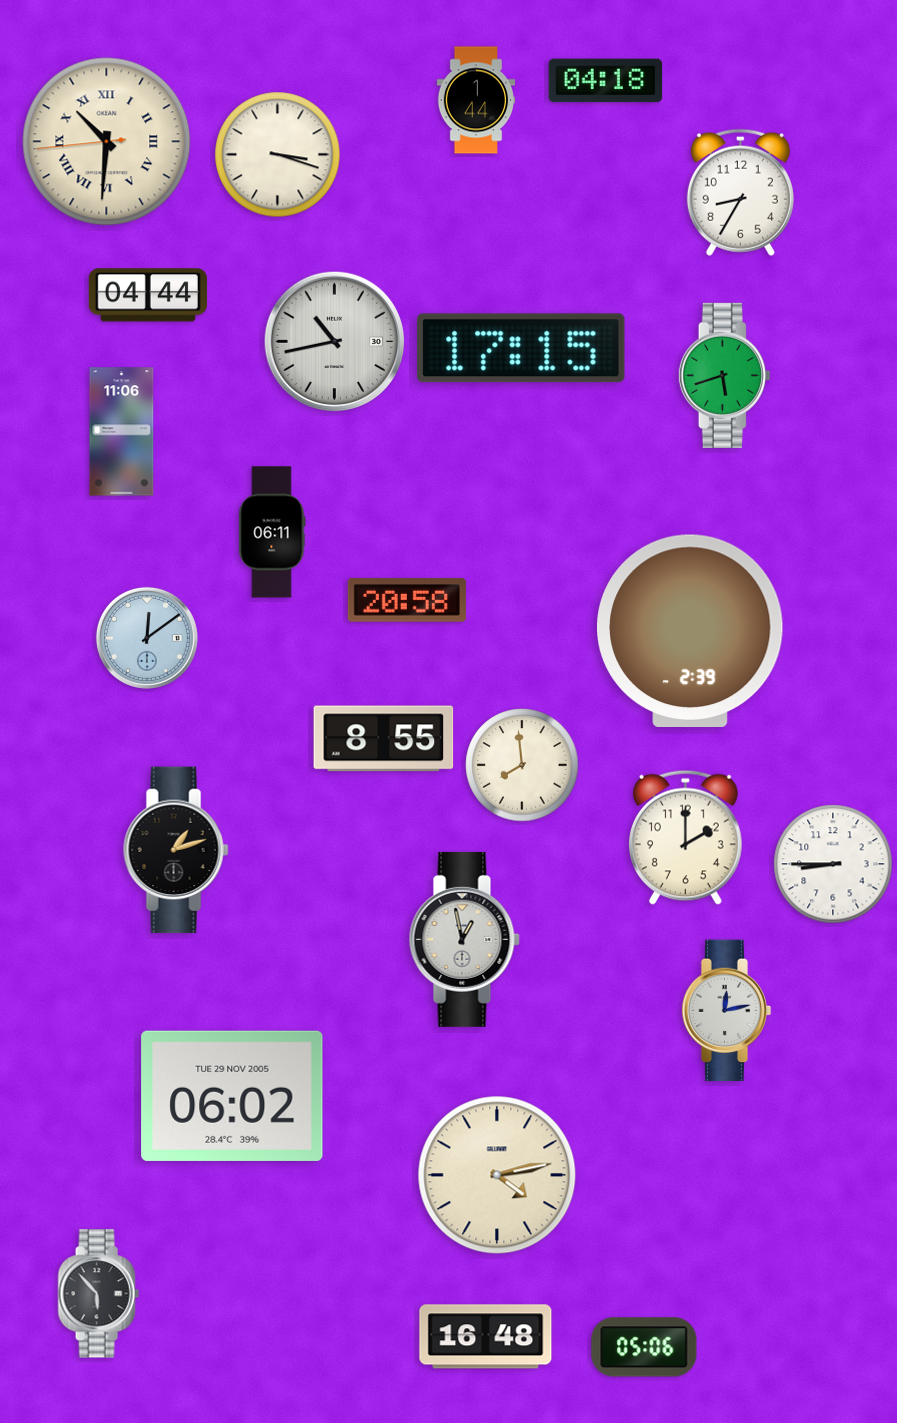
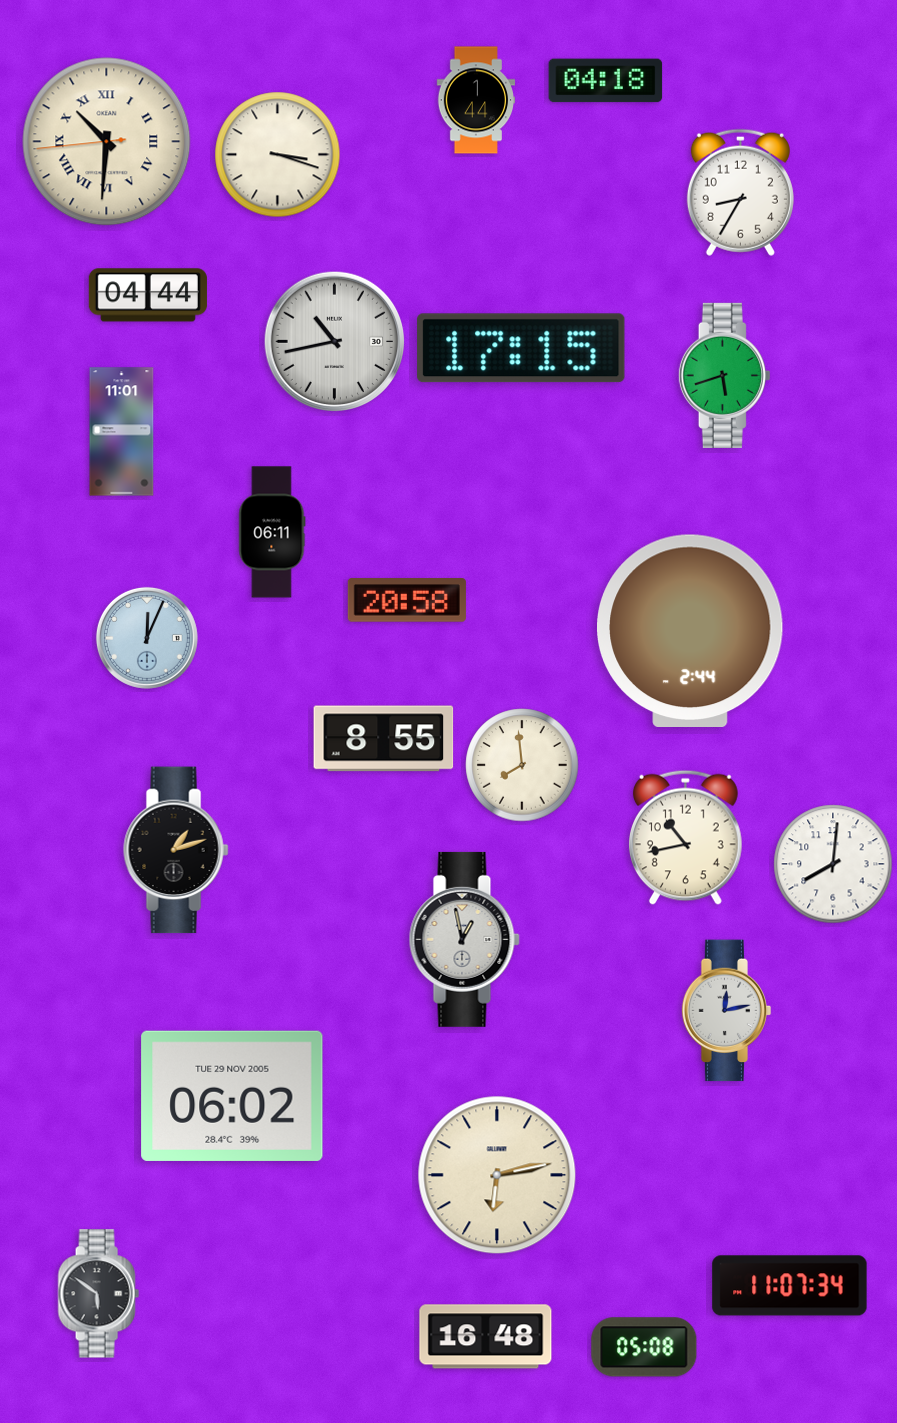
clock at (122, 432): 11:06 -> 11:01
clock at (691, 630): 2:39 -> 2:44
clock at (147, 638): 12:09 -> 12:04
clock at (685, 837): 2:00 -> 10:43
clock at (833, 864): 8:45 -> 8:01
clock at (497, 1175): 4:13 -> 6:13
clock at (790, 1286): none -> 11:07
clock at (98, 1294): 5:53 -> 5:51
clock at (644, 1347): 05:06 -> 05:08
